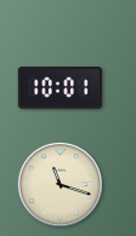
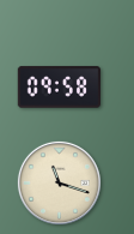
clock at (61, 88): 10:01 -> 09:58
